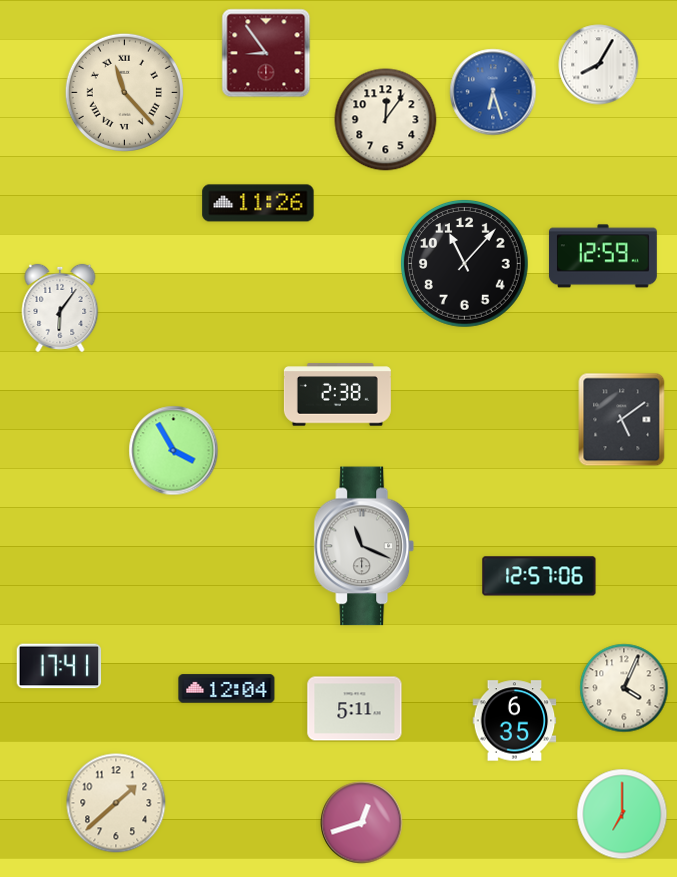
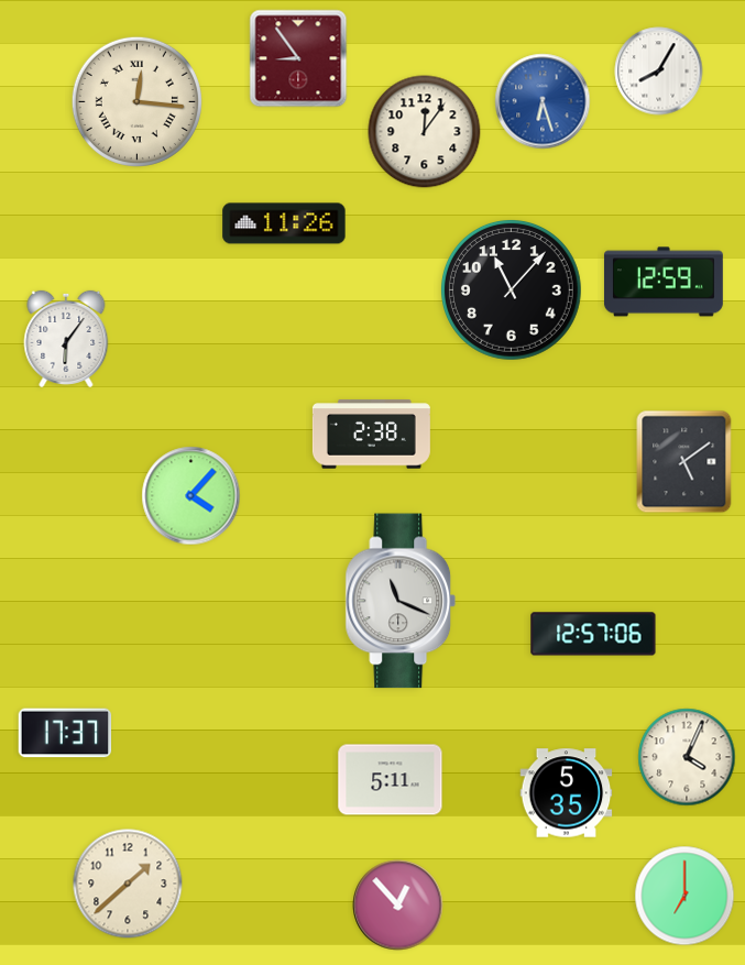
clock at (266, 53) position: (266, 53) -> (298, 58)
clock at (124, 92): 11:23 -> 12:16
clock at (174, 451): 3:55 -> 4:07
clock at (59, 666): 17:41 -> 17:37
clock at (227, 689): 12:04 -> none
clock at (515, 721): 6:35 -> 5:35
clock at (362, 823): 12:42 -> 12:53
